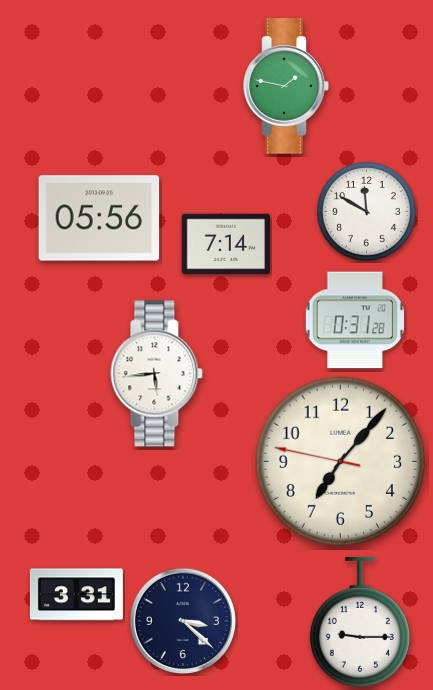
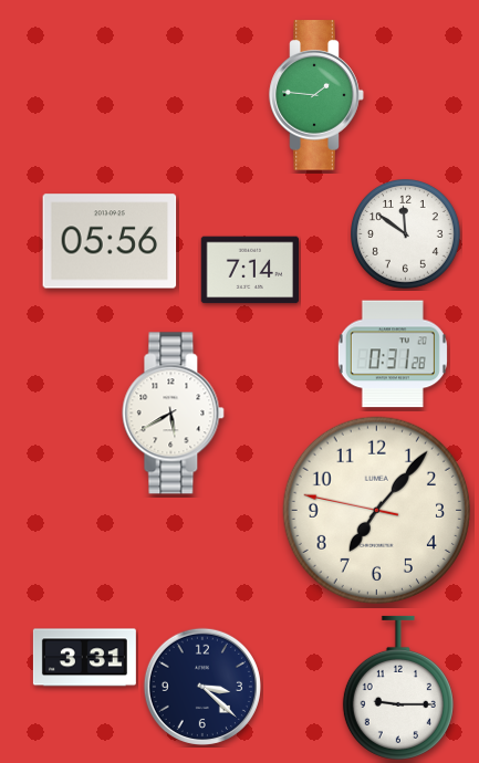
clock at (286, 86): 1:47 -> 1:46
clock at (367, 212): 11:50 -> 11:51
clock at (157, 374): 5:44 -> 5:40
